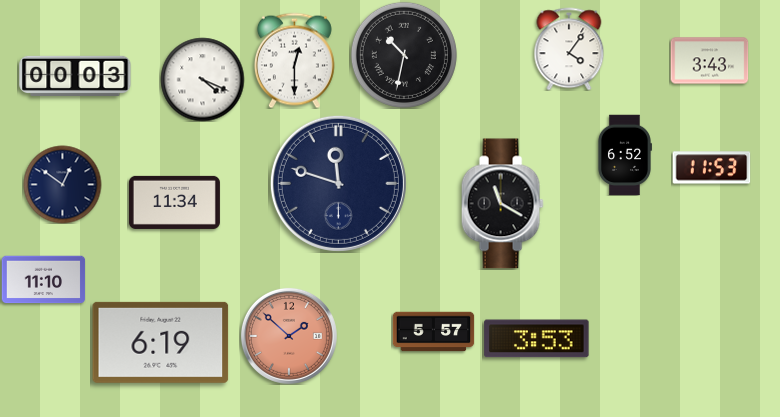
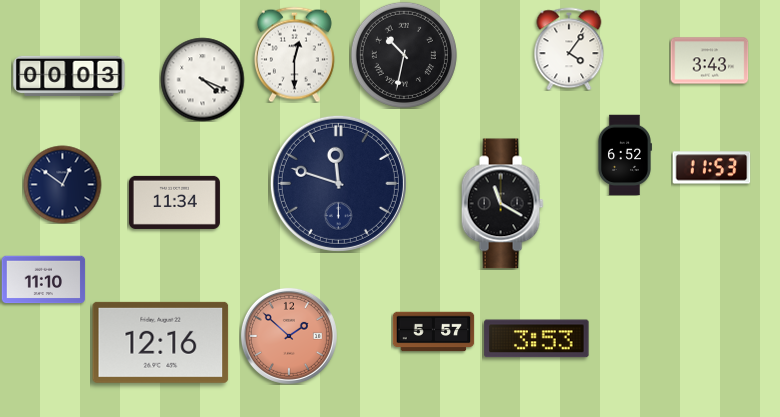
clock at (294, 60) position: (294, 60) -> (294, 54)
clock at (75, 76) position: (75, 76) -> (69, 76)
clock at (161, 342): 6:19 -> 12:16
